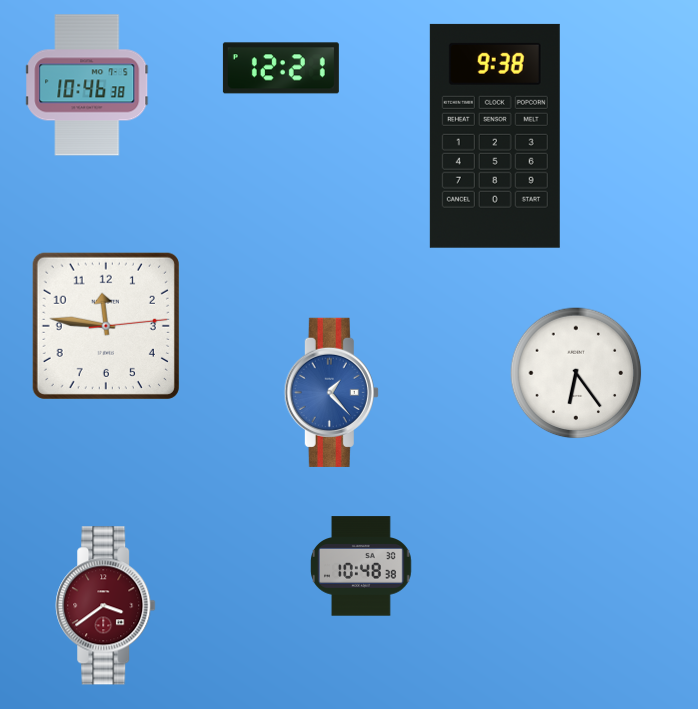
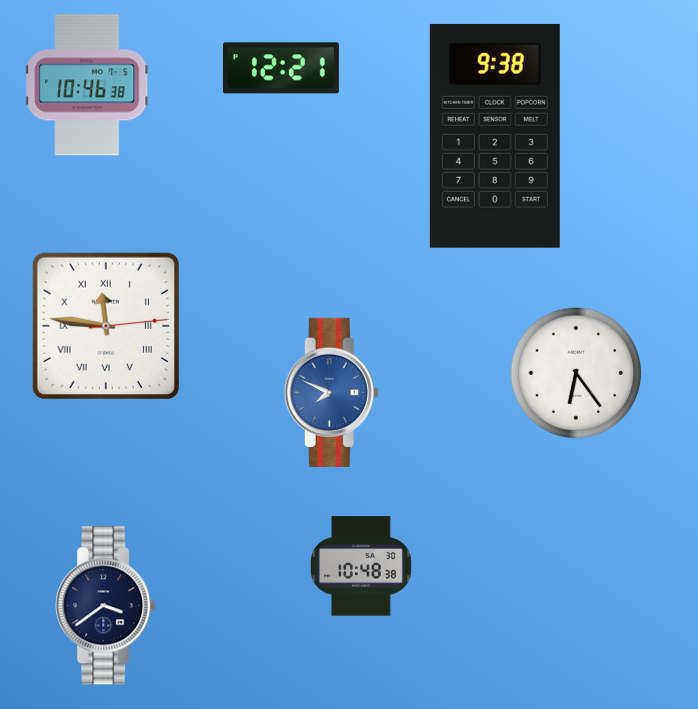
clock at (106, 326) numerals: Arabic -> Roman
clock at (331, 392): 1:23 -> 7:49
clock at (106, 606) dial: burgundy -> navy
